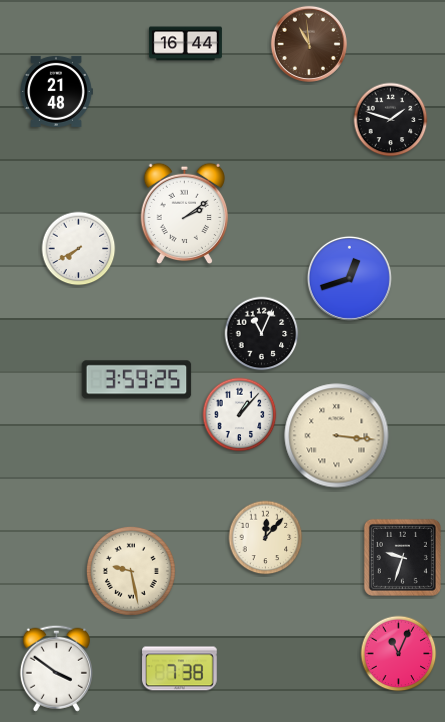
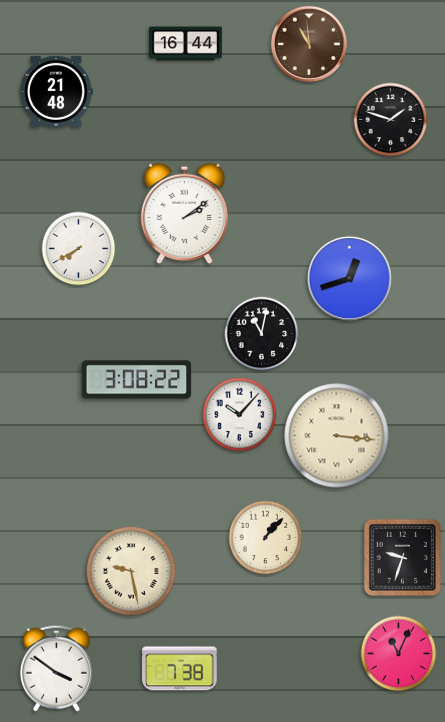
clock at (262, 334): 11:04 -> 11:02
clock at (137, 380): 3:59 -> 3:08
clock at (240, 415): 1:07 -> 10:07
clock at (266, 538): 12:07 -> 1:07
